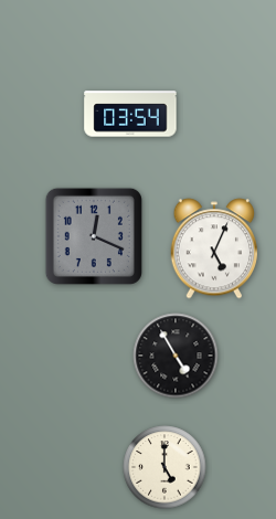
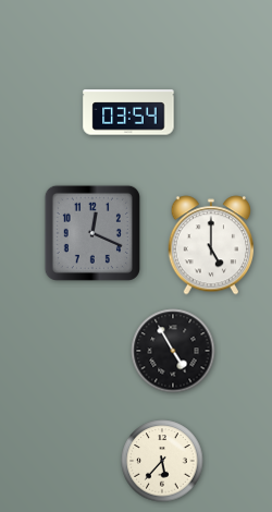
clock at (214, 248): 5:04 -> 5:00
clock at (164, 467): 5:00 -> 5:37
